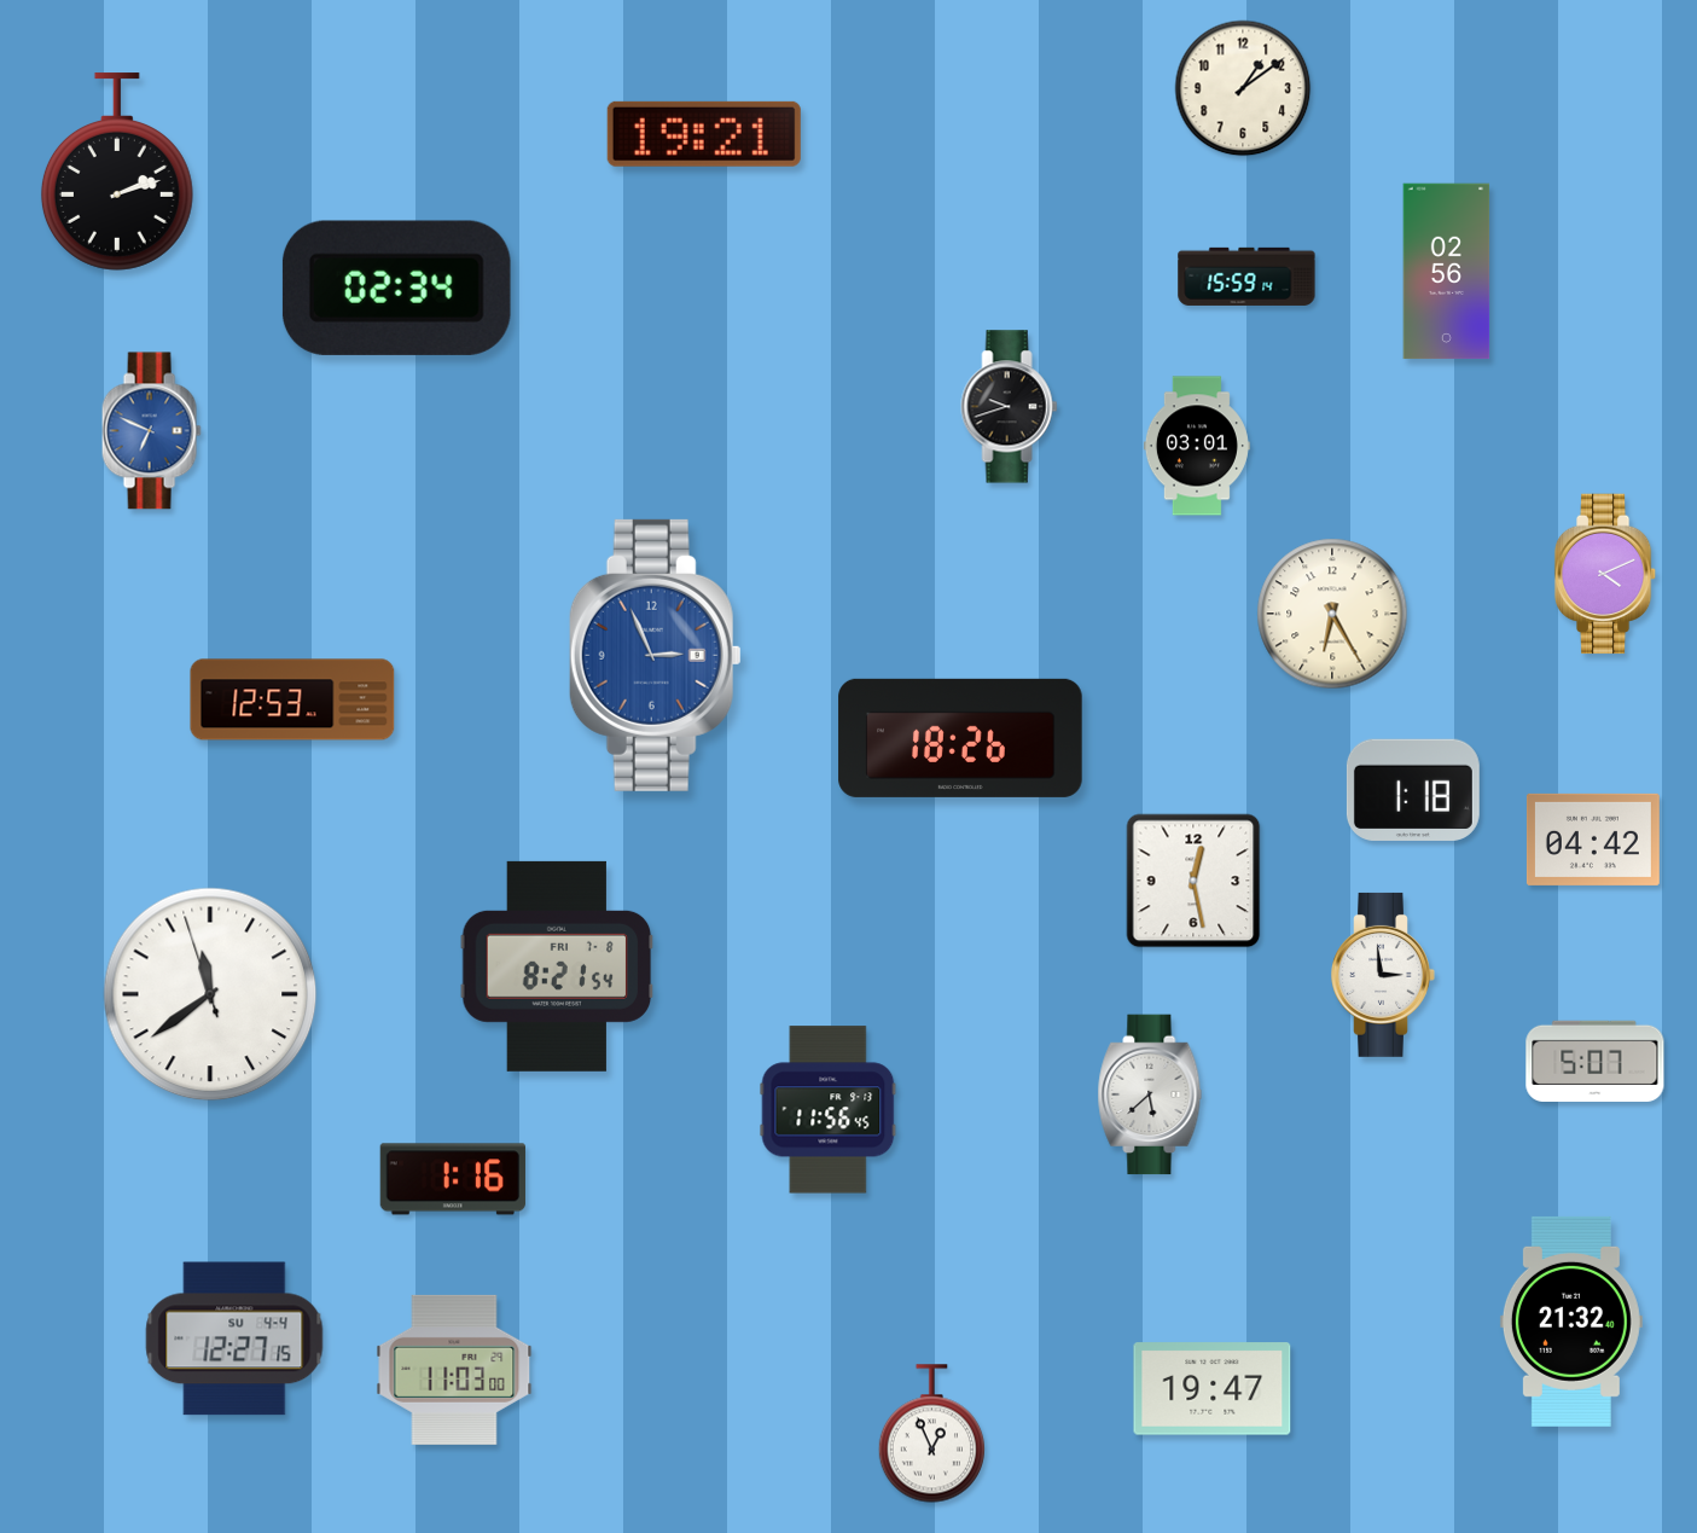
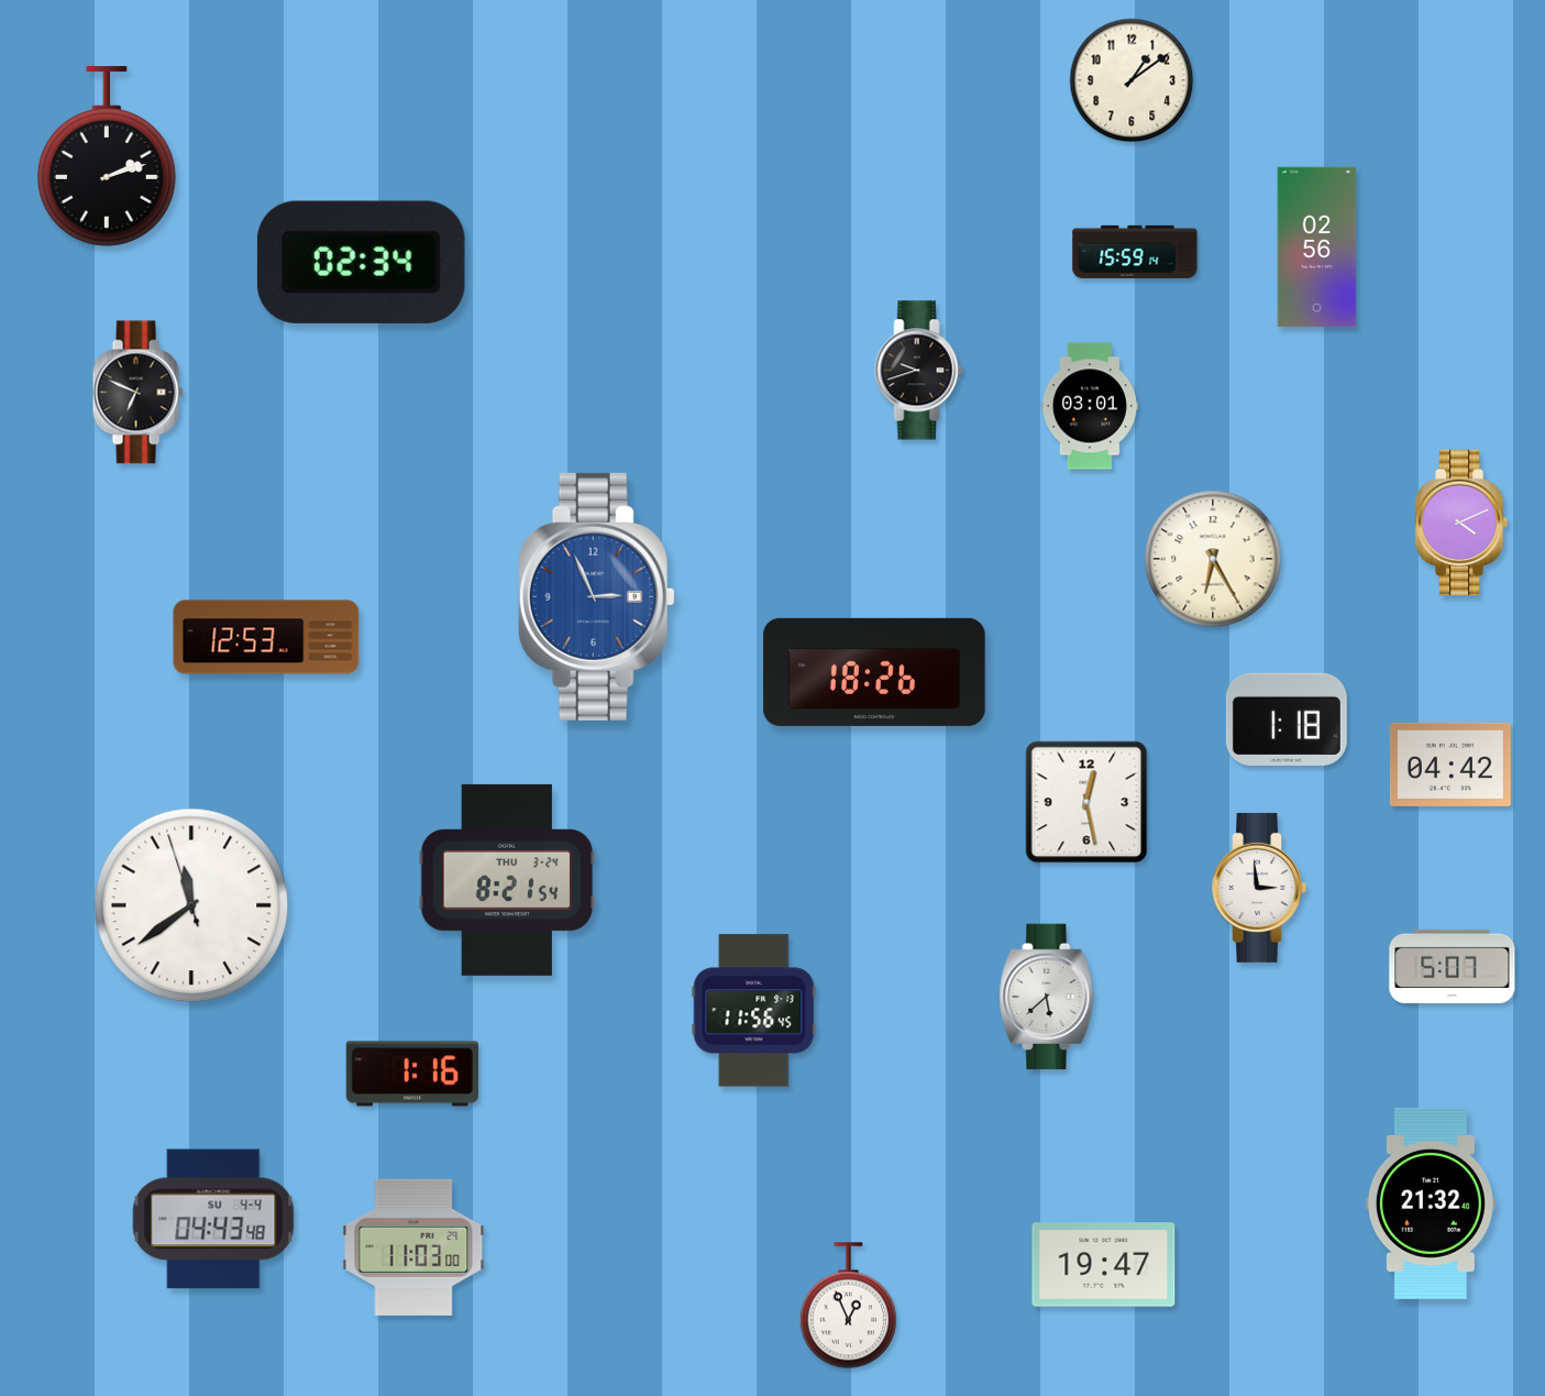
clock at (704, 134): 19:21 -> none
clock at (151, 431) dial: blue -> black
clock at (557, 966) date: FRI 7-8 -> THU 3-24
clock at (234, 1339): 12:27 -> 04:43
